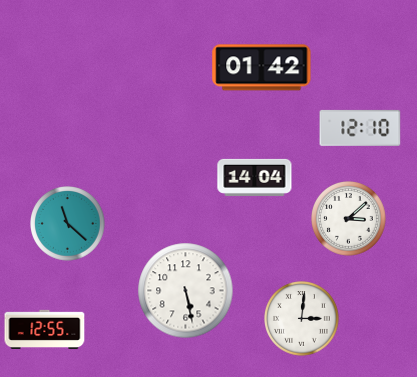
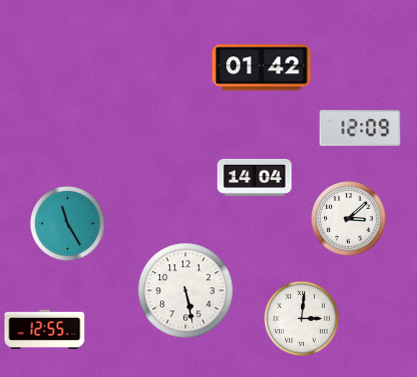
clock at (360, 128): 12:10 -> 12:09
clock at (68, 224): 11:22 -> 11:25
